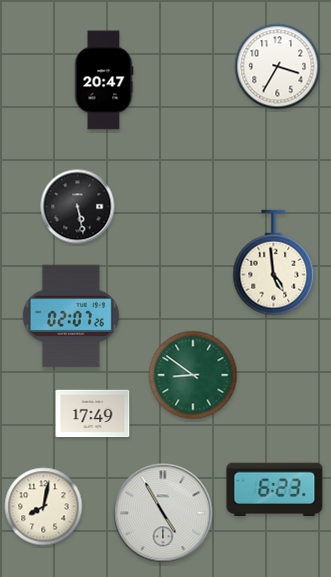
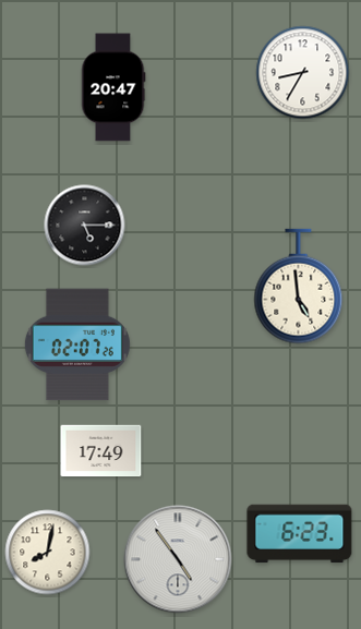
clock at (278, 67): 3:35 -> 8:35
clock at (78, 207): 5:28 -> 5:15
clock at (193, 375): 8:51 -> none
clock at (163, 513): 4:55 -> 4:54
